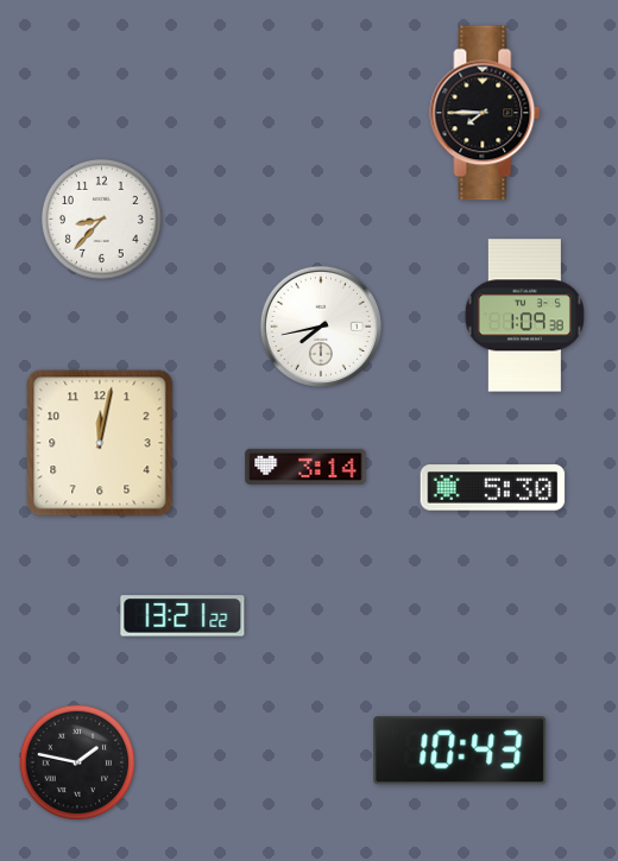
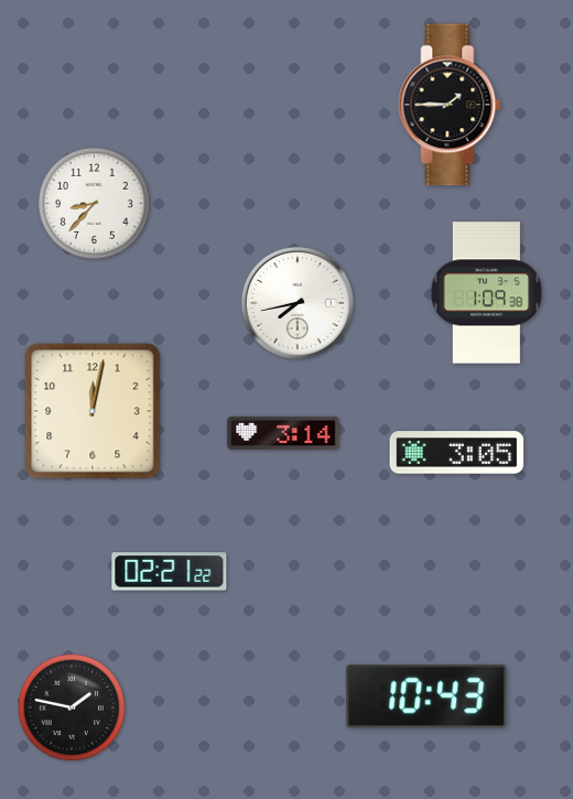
clock at (485, 113): 7:45 -> 1:45
clock at (493, 488): 5:30 -> 3:05
clock at (183, 616): 13:21 -> 02:21
